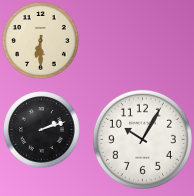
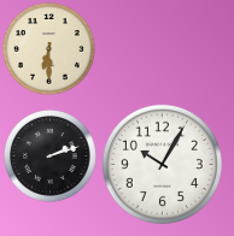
clock at (142, 139) position: (142, 139) -> (162, 164)
